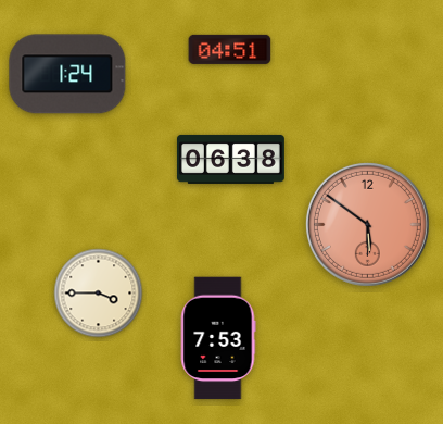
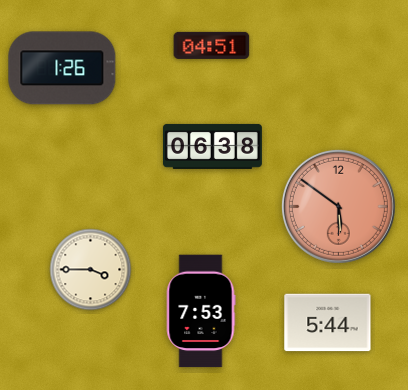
clock at (67, 74): 1:24 -> 1:26
clock at (328, 323): none -> 5:44
